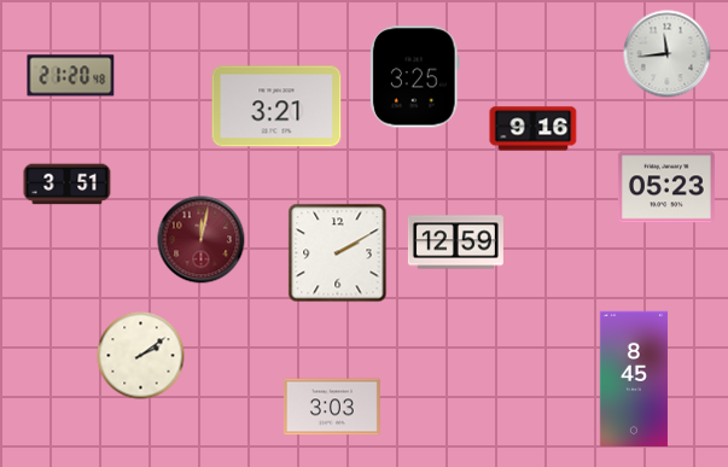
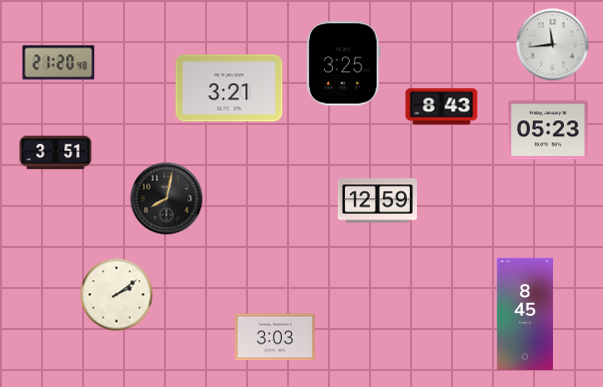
clock at (534, 129): 9:16 -> 8:43
clock at (666, 187) position: (666, 187) -> (548, 130)
clock at (202, 240): 12:02 -> 8:02
clock at (202, 240) dial: burgundy -> black
clock at (338, 253): 2:10 -> none
